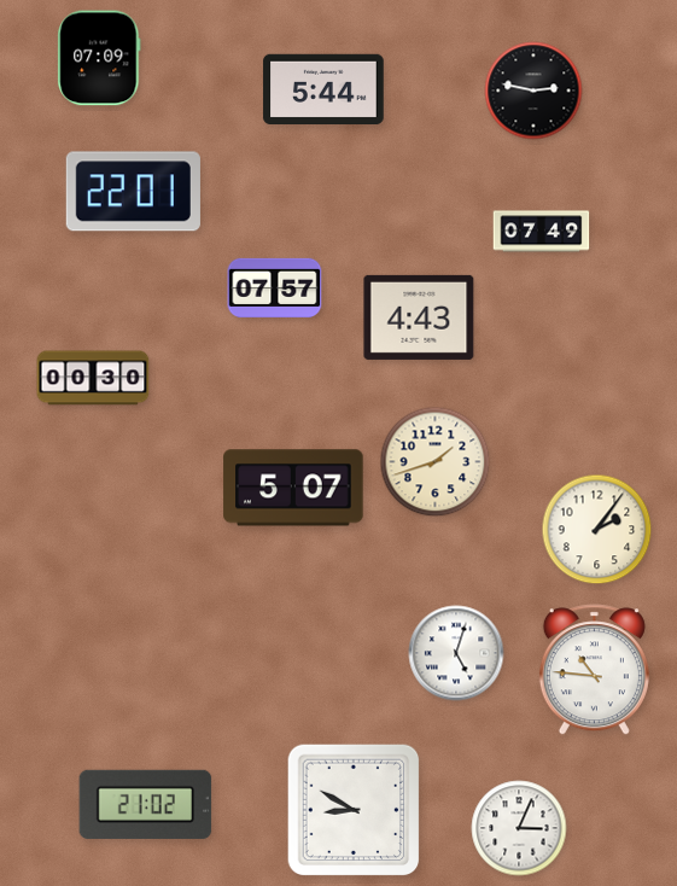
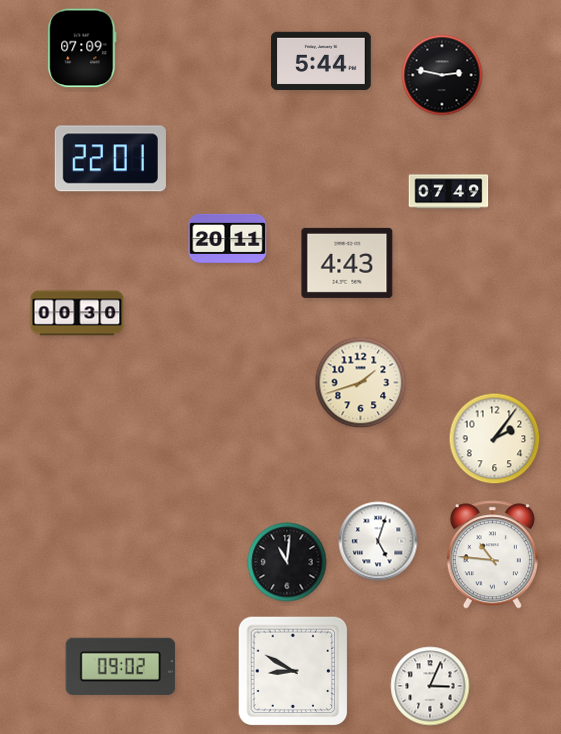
clock at (323, 88) position: (323, 88) -> (321, 60)
clock at (275, 287): 07:57 -> 20:11
clock at (293, 488): 5:07 -> none
clock at (287, 562): none -> 11:01
clock at (146, 804): 21:02 -> 09:02
